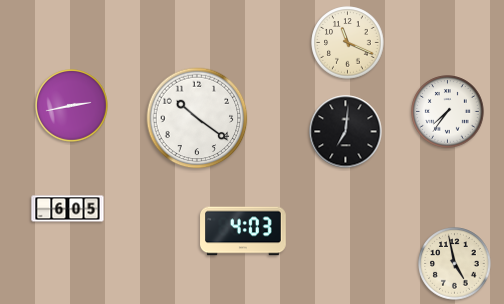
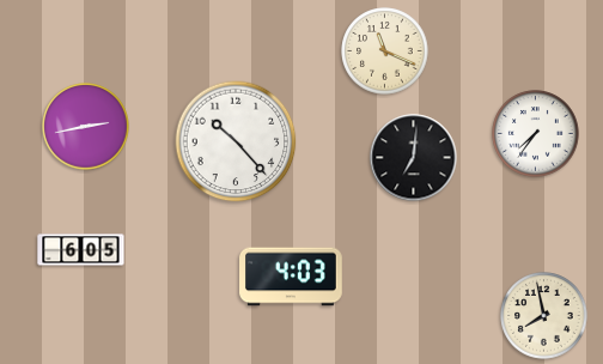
clock at (348, 43) position: (348, 43) -> (385, 51)
clock at (197, 118): 10:21 -> 10:23
clock at (455, 264): 4:58 -> 7:58
